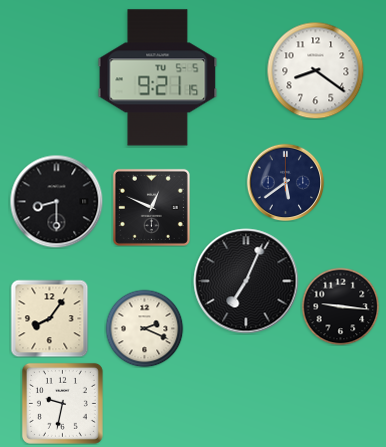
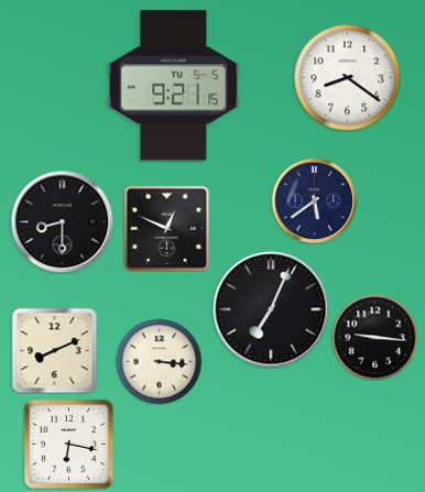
clock at (49, 318): 8:06 -> 8:11
clock at (144, 328): 2:19 -> 3:16
clock at (62, 403): 9:32 -> 6:17
